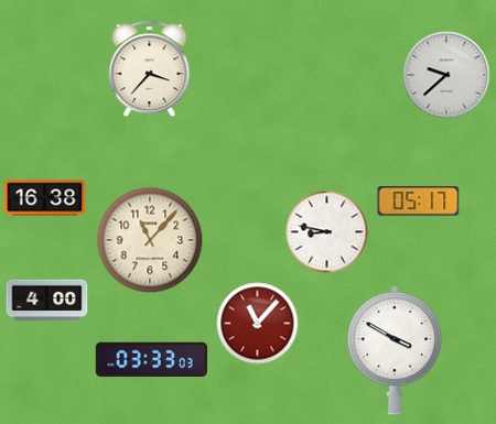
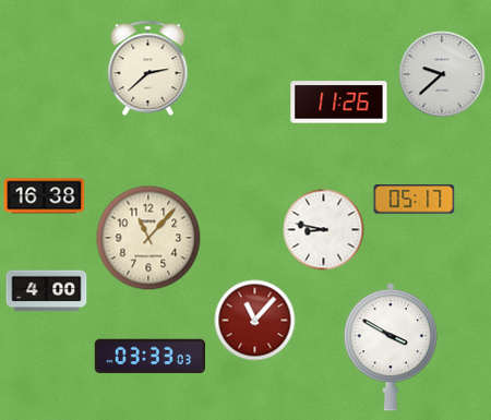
clock at (150, 69): 3:37 -> 2:38
clock at (339, 103): none -> 11:26
clock at (47, 301) position: (47, 301) -> (47, 291)
